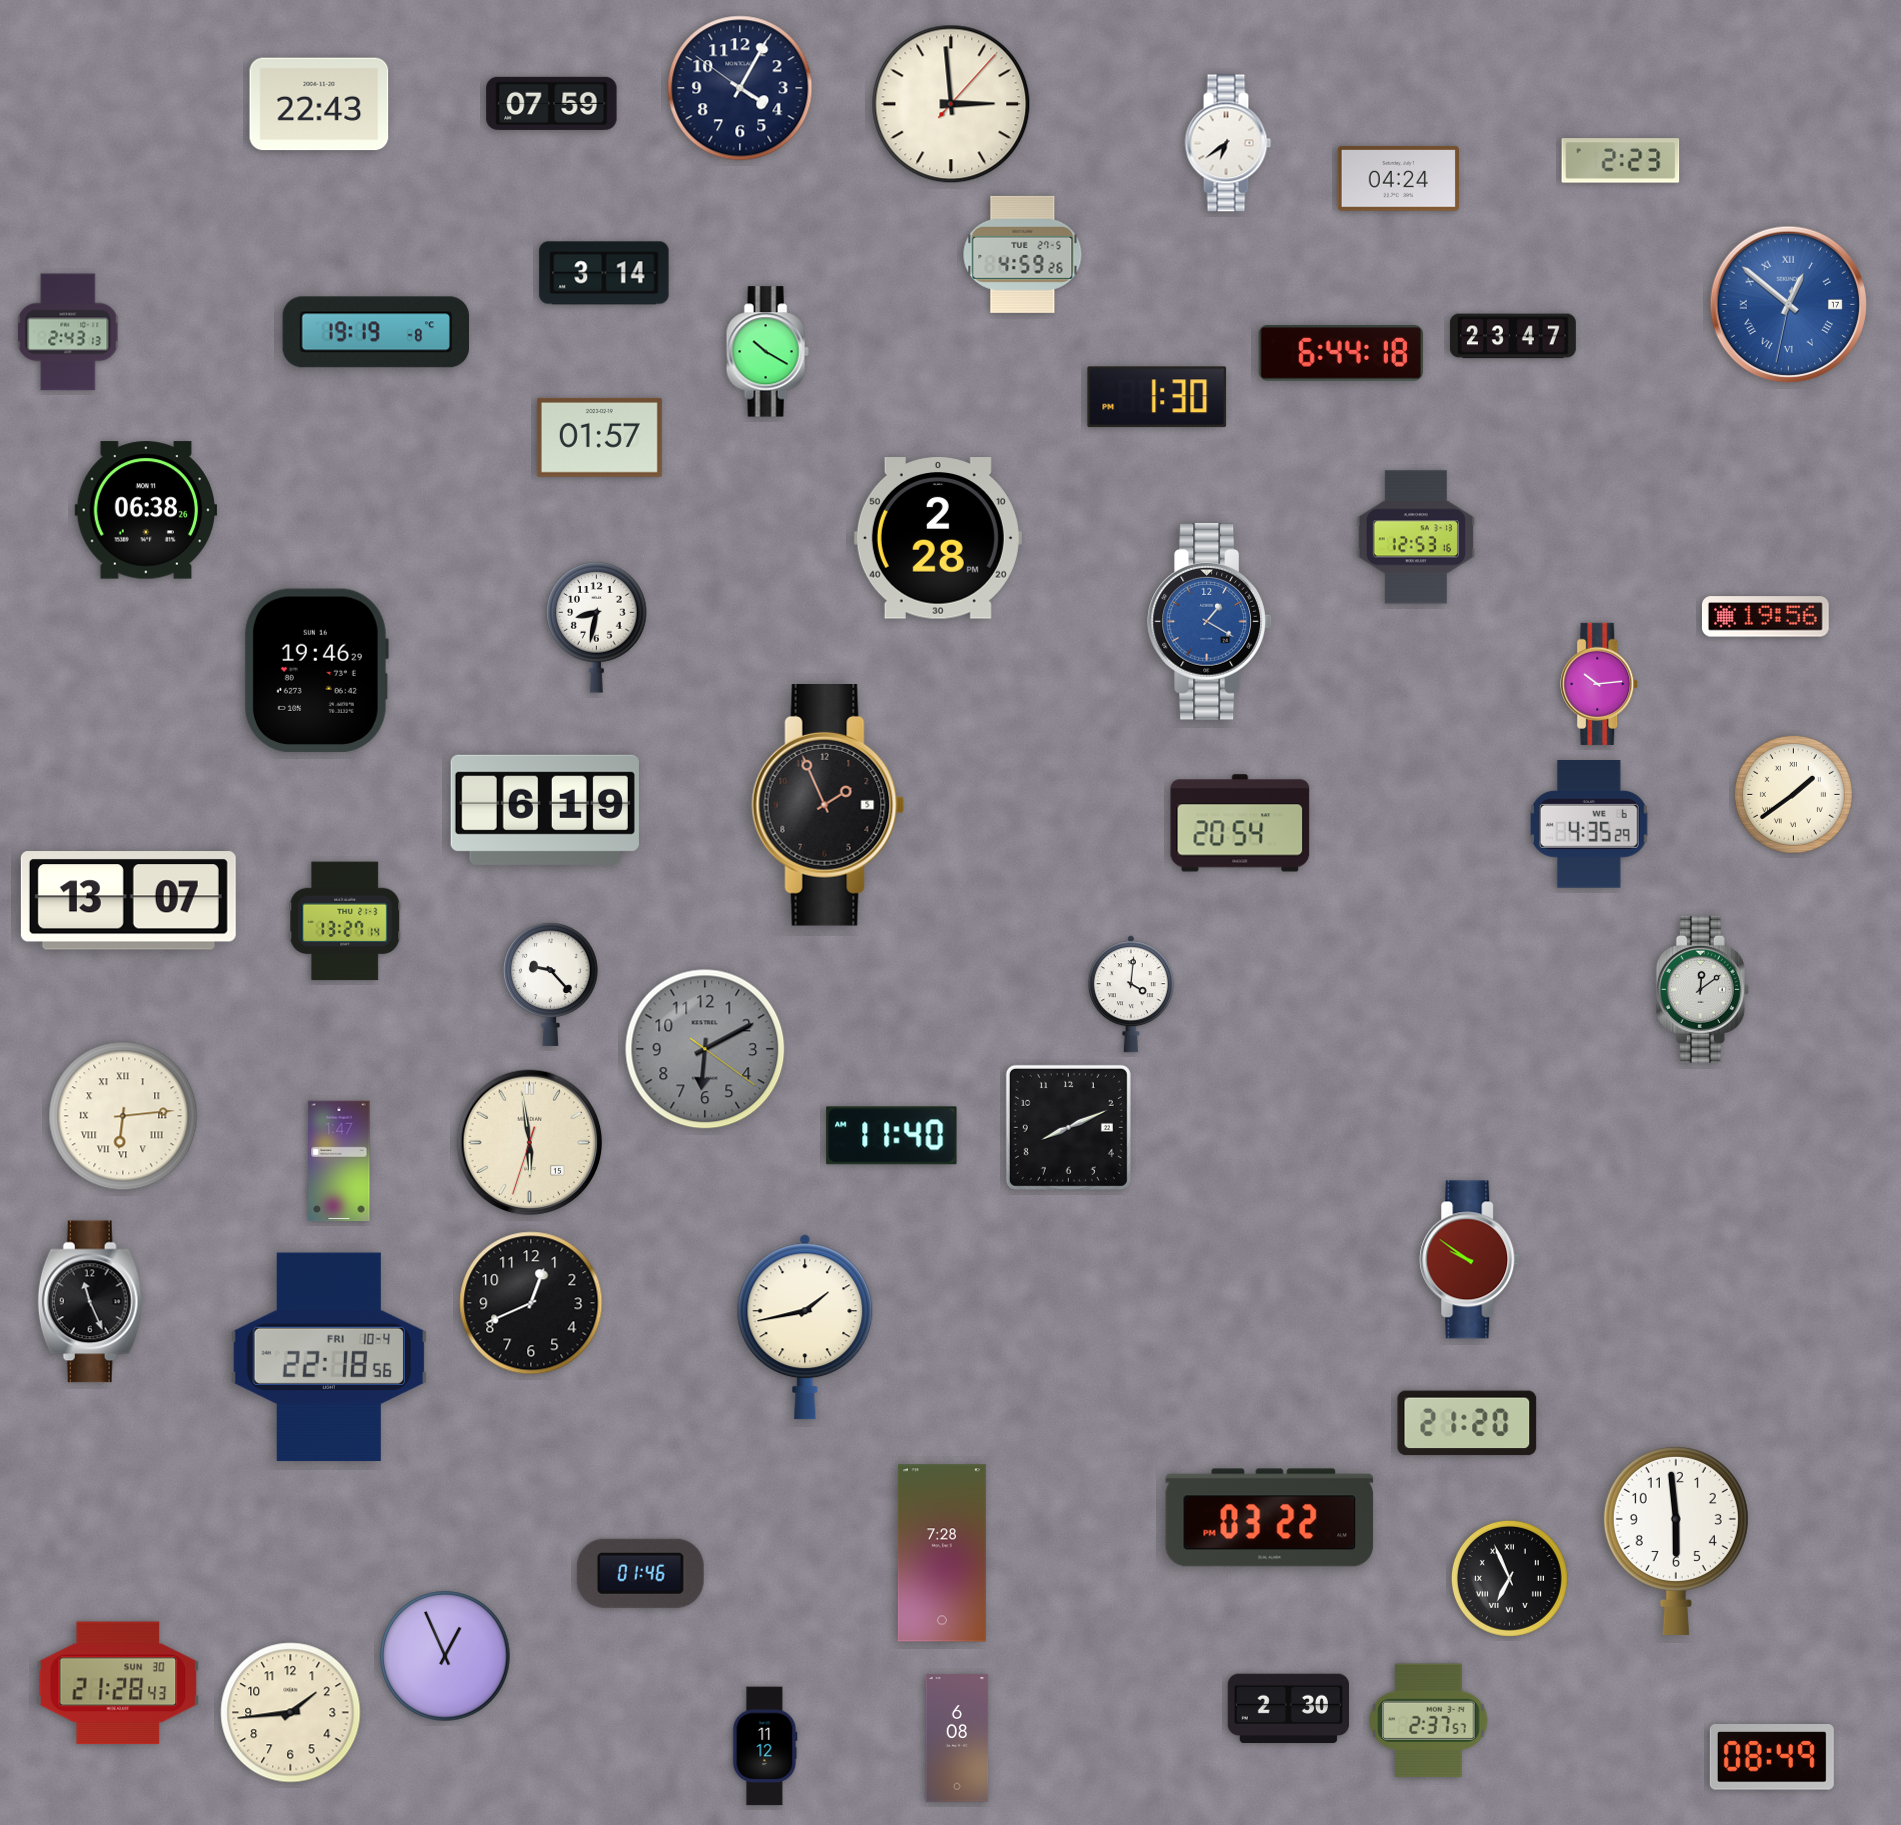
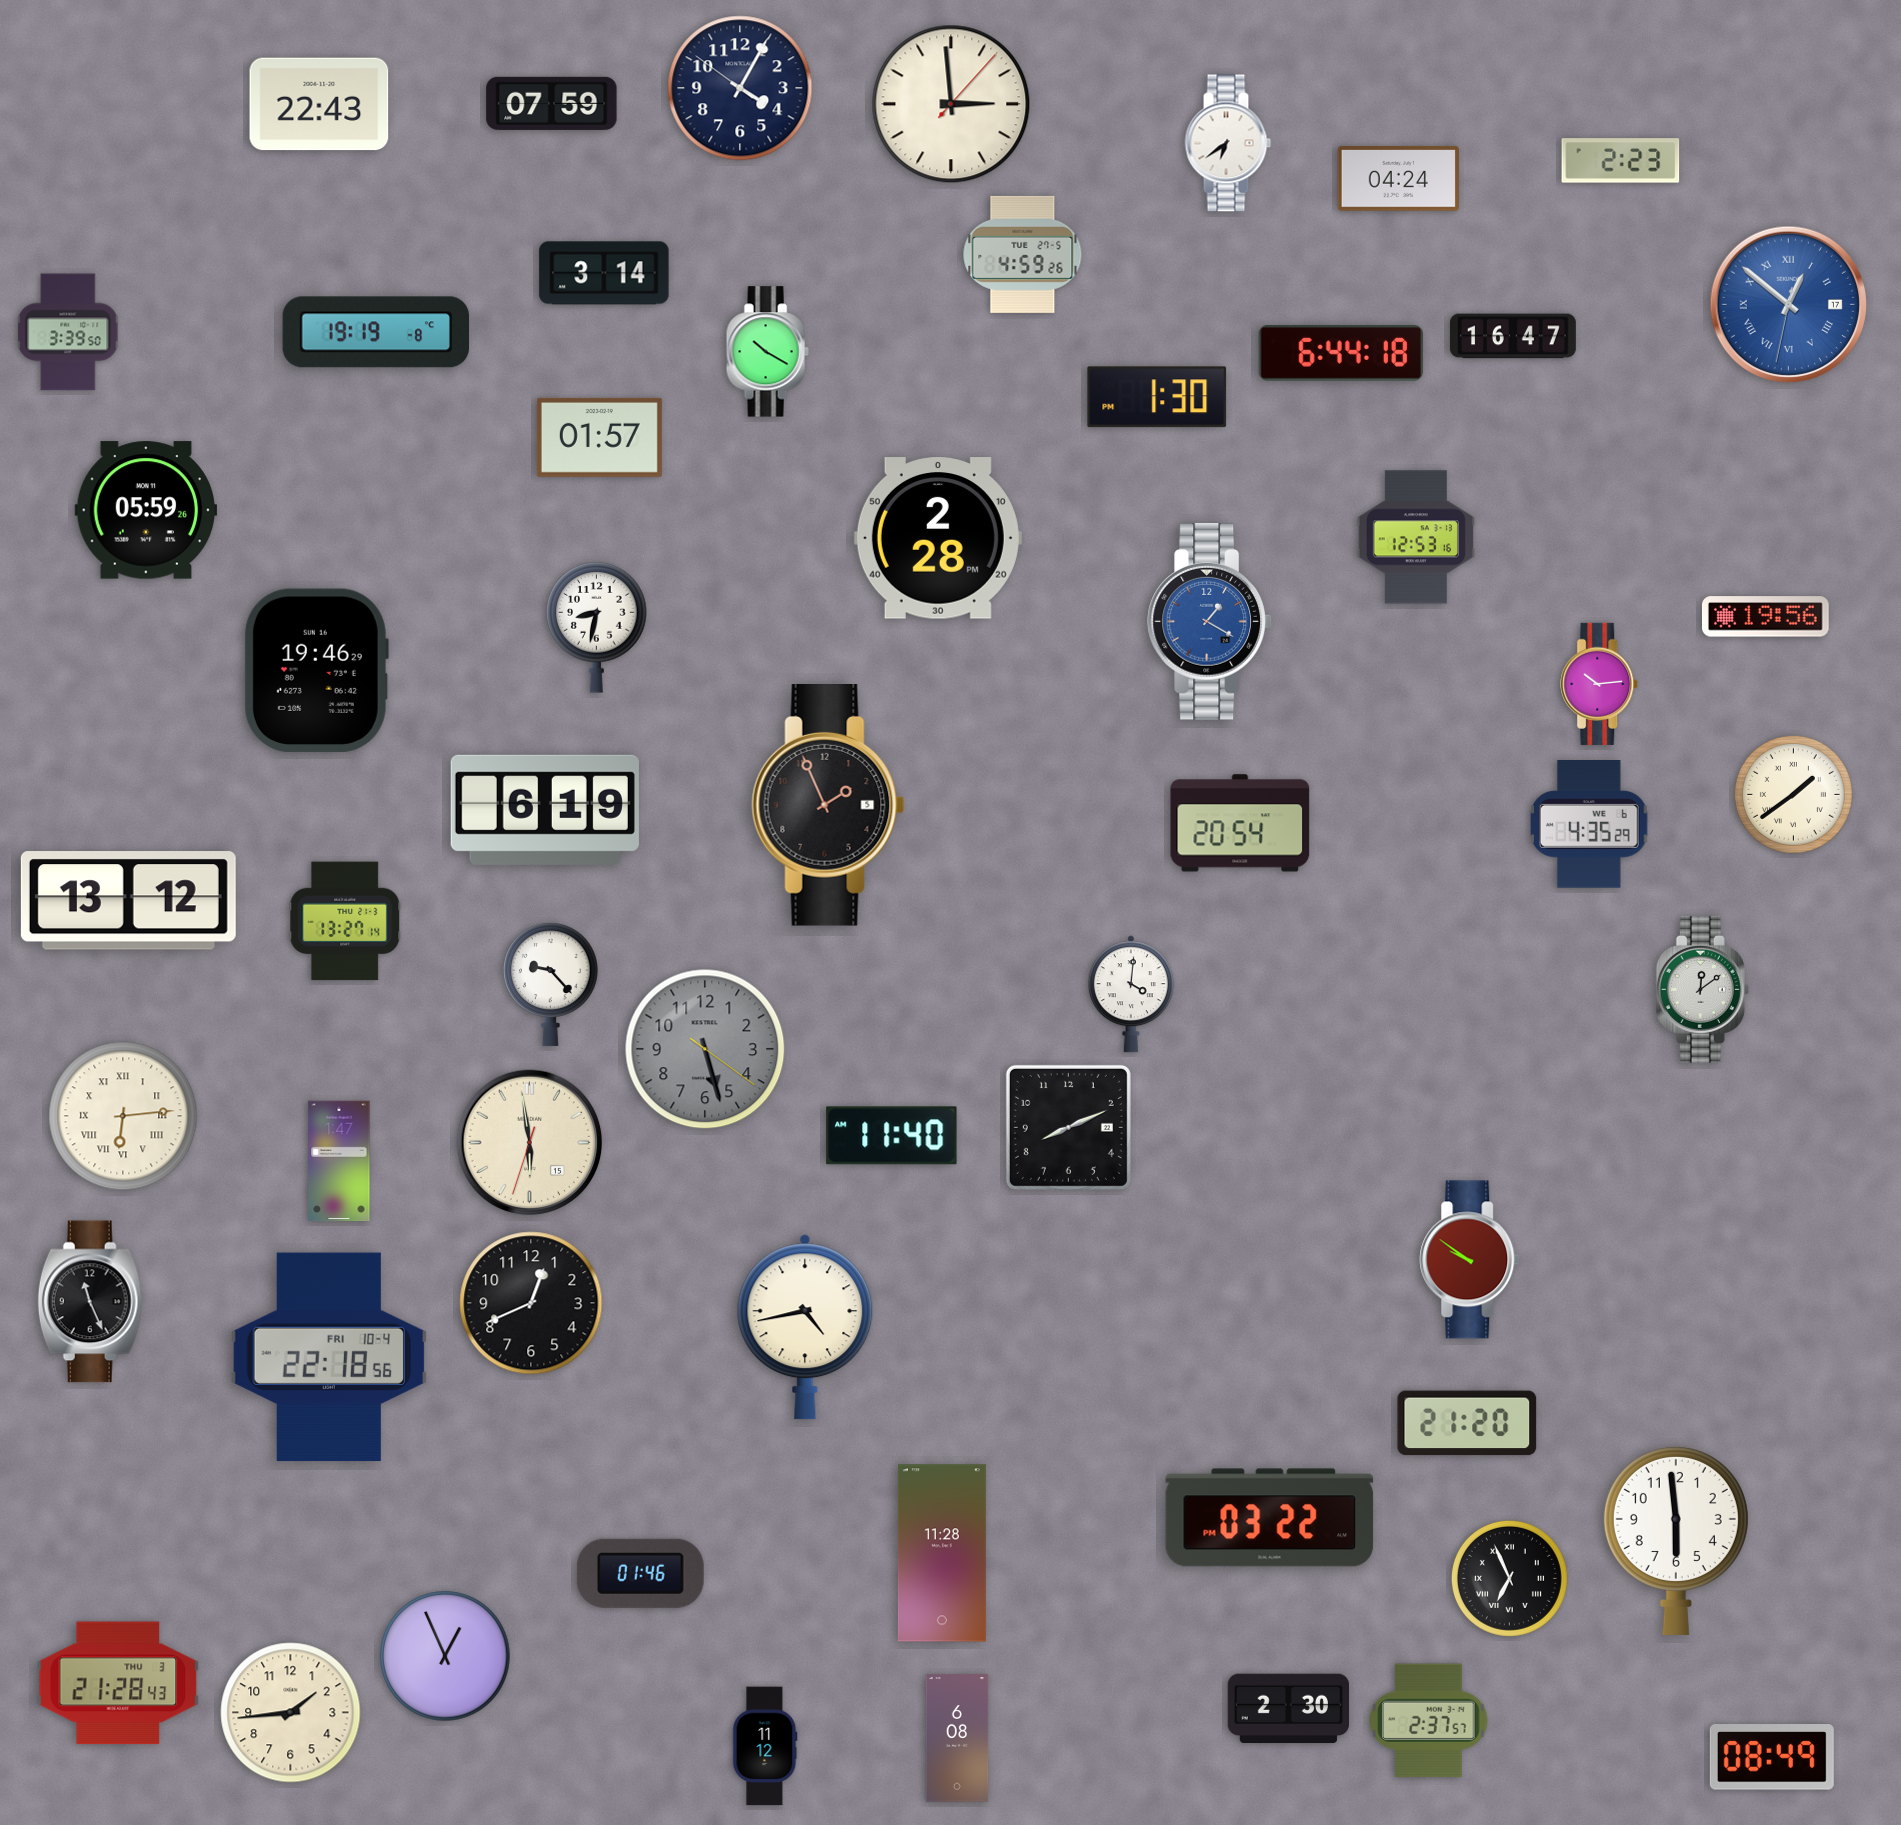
clock at (69, 332): 2:43 -> 3:39
clock at (1513, 336): 23:47 -> 16:47
clock at (146, 510): 06:38 -> 05:59
clock at (128, 901): 13:07 -> 13:12
clock at (705, 1049): 6:10 -> 5:27
clock at (805, 1327): 1:43 -> 4:43
clock at (942, 1553): 7:28 -> 11:28
clock at (118, 1683) date: SUN 30 -> THU 3
